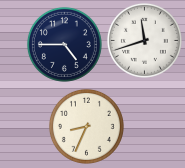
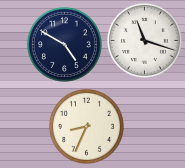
clock at (144, 40): 11:42 -> 11:18
clock at (64, 44): 4:45 -> 4:50
